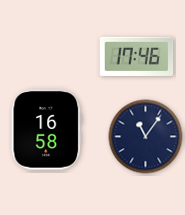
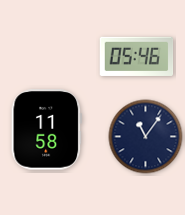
clock at (137, 56): 17:46 -> 05:46
clock at (47, 130): 16:58 -> 11:58
